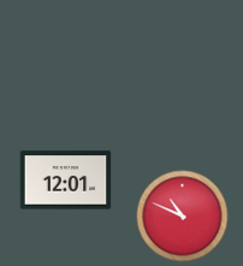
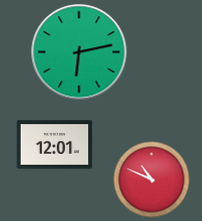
clock at (79, 52): none -> 6:13
clock at (66, 181) position: (66, 181) -> (55, 145)
